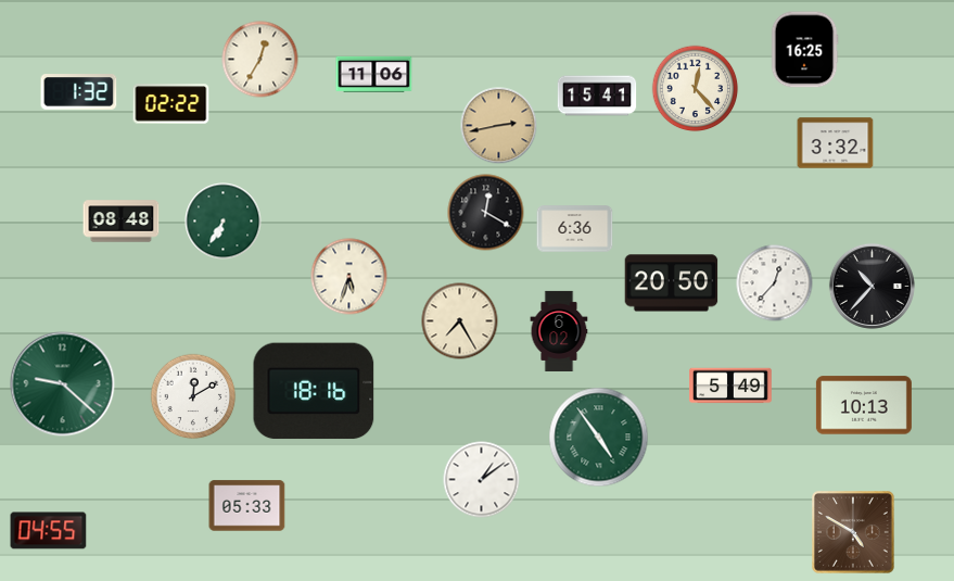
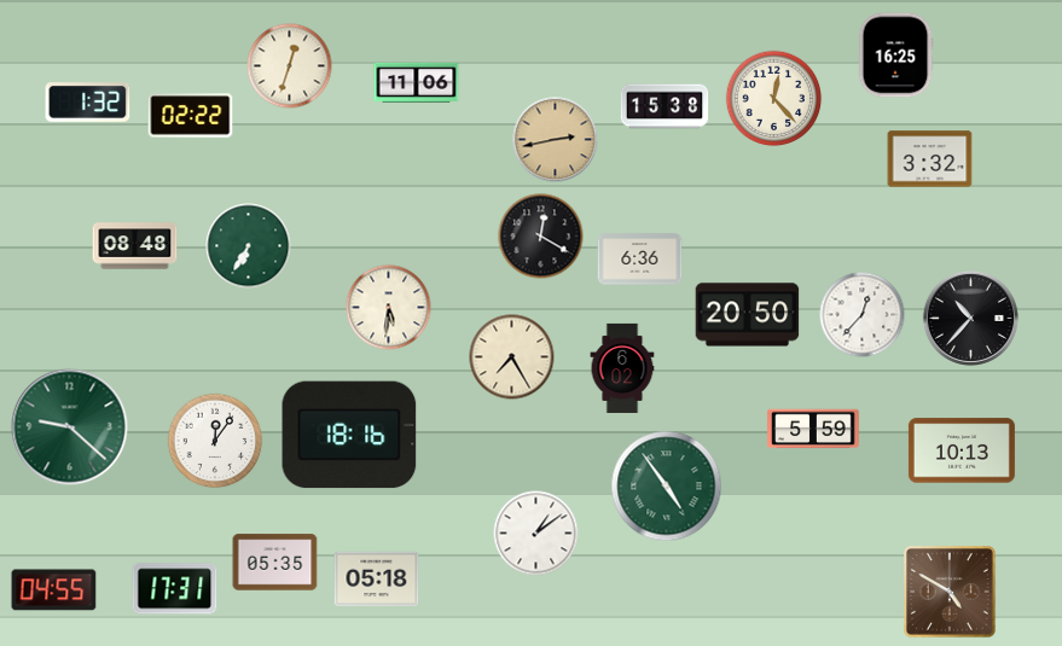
clock at (260, 60): 12:35 -> 12:33
clock at (597, 96): 15:41 -> 15:38
clock at (575, 229) position: (575, 229) -> (640, 260)
clock at (349, 277): 5:33 -> 5:31
clock at (730, 386): 5:49 -> 5:59
clock at (193, 396): 12:10 -> 12:06
clock at (247, 506): 05:33 -> 05:35
clock at (377, 580): none -> 05:18
clock at (175, 589): none -> 17:31
